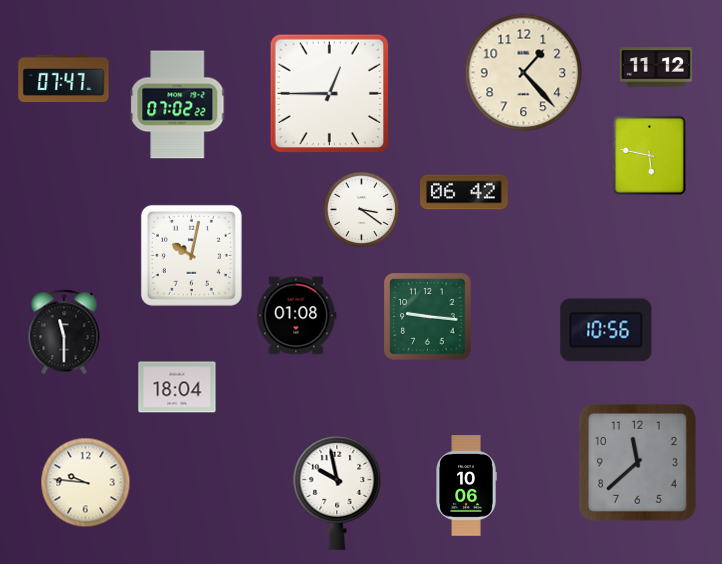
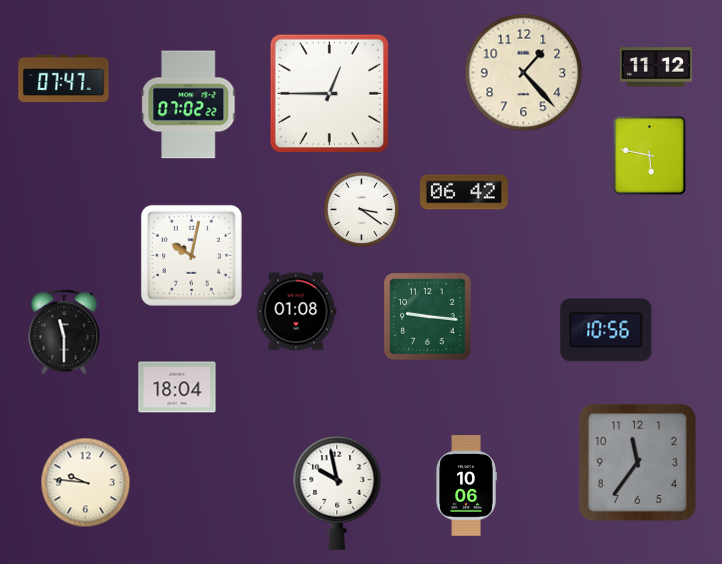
clock at (178, 105) position: (178, 105) -> (189, 105)
clock at (296, 316) position: (296, 316) -> (296, 312)
clock at (637, 462): 11:38 -> 11:36
